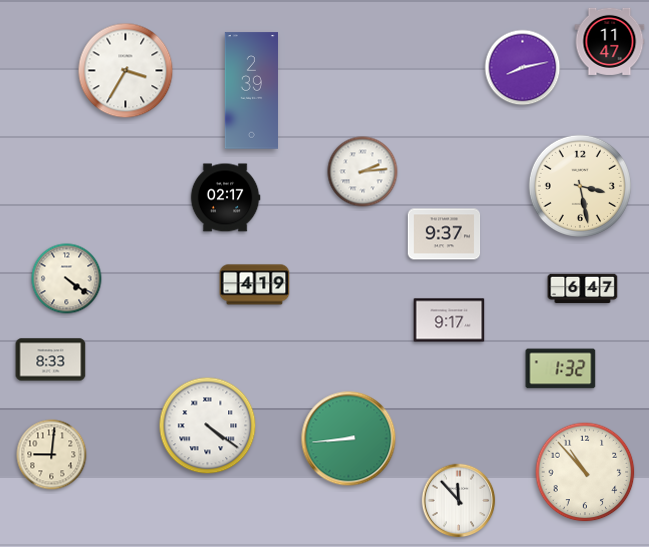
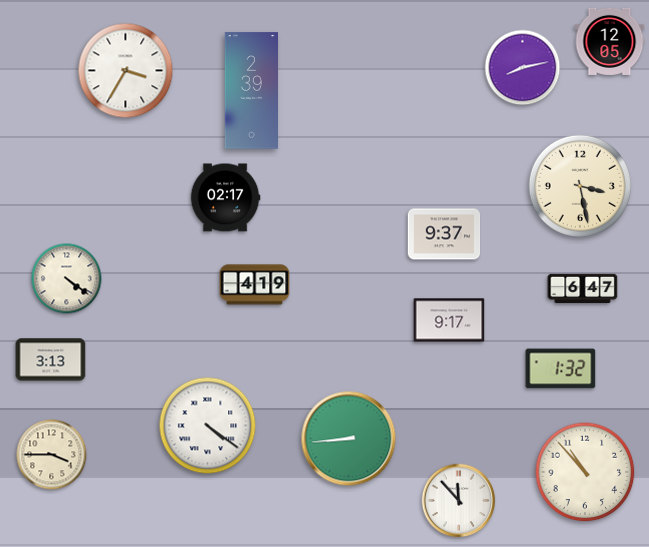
clock at (610, 41): 11:47 -> 12:05
clock at (363, 172): 2:14 -> none
clock at (51, 360): 8:33 -> 3:13
clock at (52, 455): 9:01 -> 3:45
